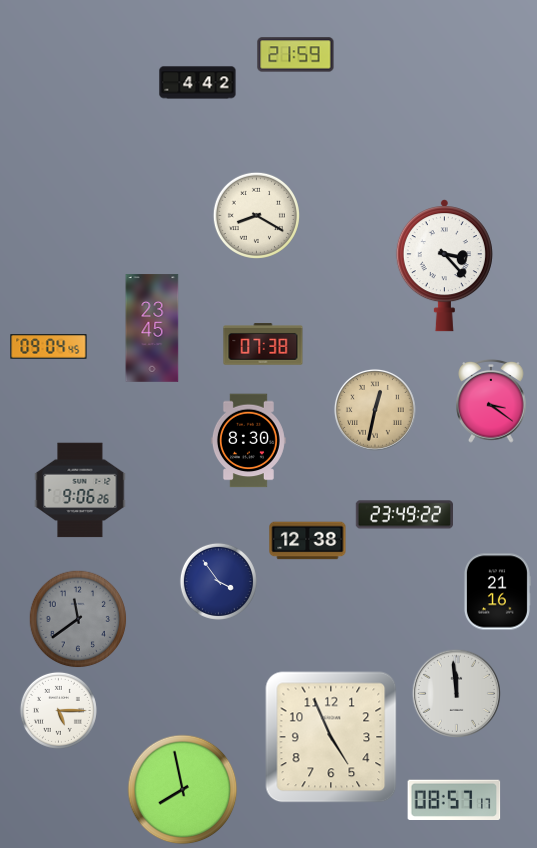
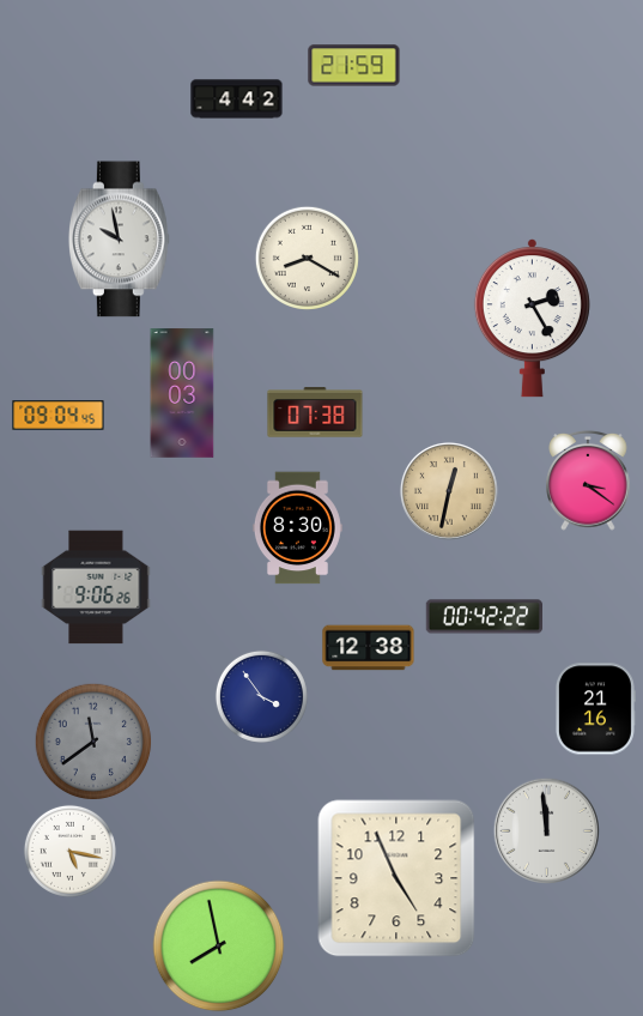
clock at (120, 240): none -> 9:58
clock at (444, 266): 3:23 -> 2:25
clock at (152, 328): 23:45 -> 00:03
clock at (404, 515): 23:49 -> 00:42
clock at (58, 710): 5:15 -> 5:17
clock at (331, 737) position: (331, 737) -> (396, 878)
clock at (454, 799): 08:57 -> none
